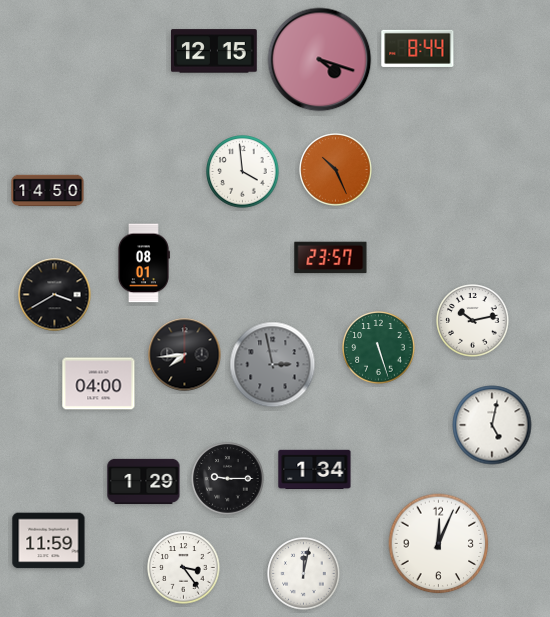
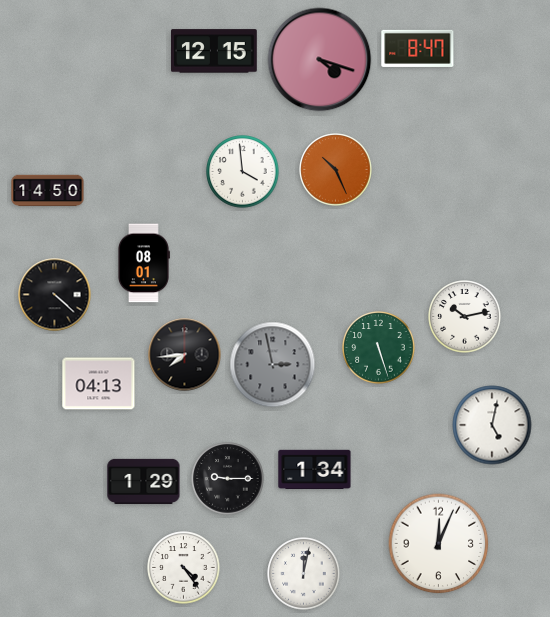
clock at (418, 48): 8:44 -> 8:47
clock at (331, 258): 23:57 -> none
clock at (55, 295): 3:40 -> 4:22
clock at (473, 321) position: (473, 321) -> (465, 317)
clock at (99, 384): 04:00 -> 04:13
clock at (49, 541): 11:59 -> none
clock at (184, 568): 3:24 -> 4:24
